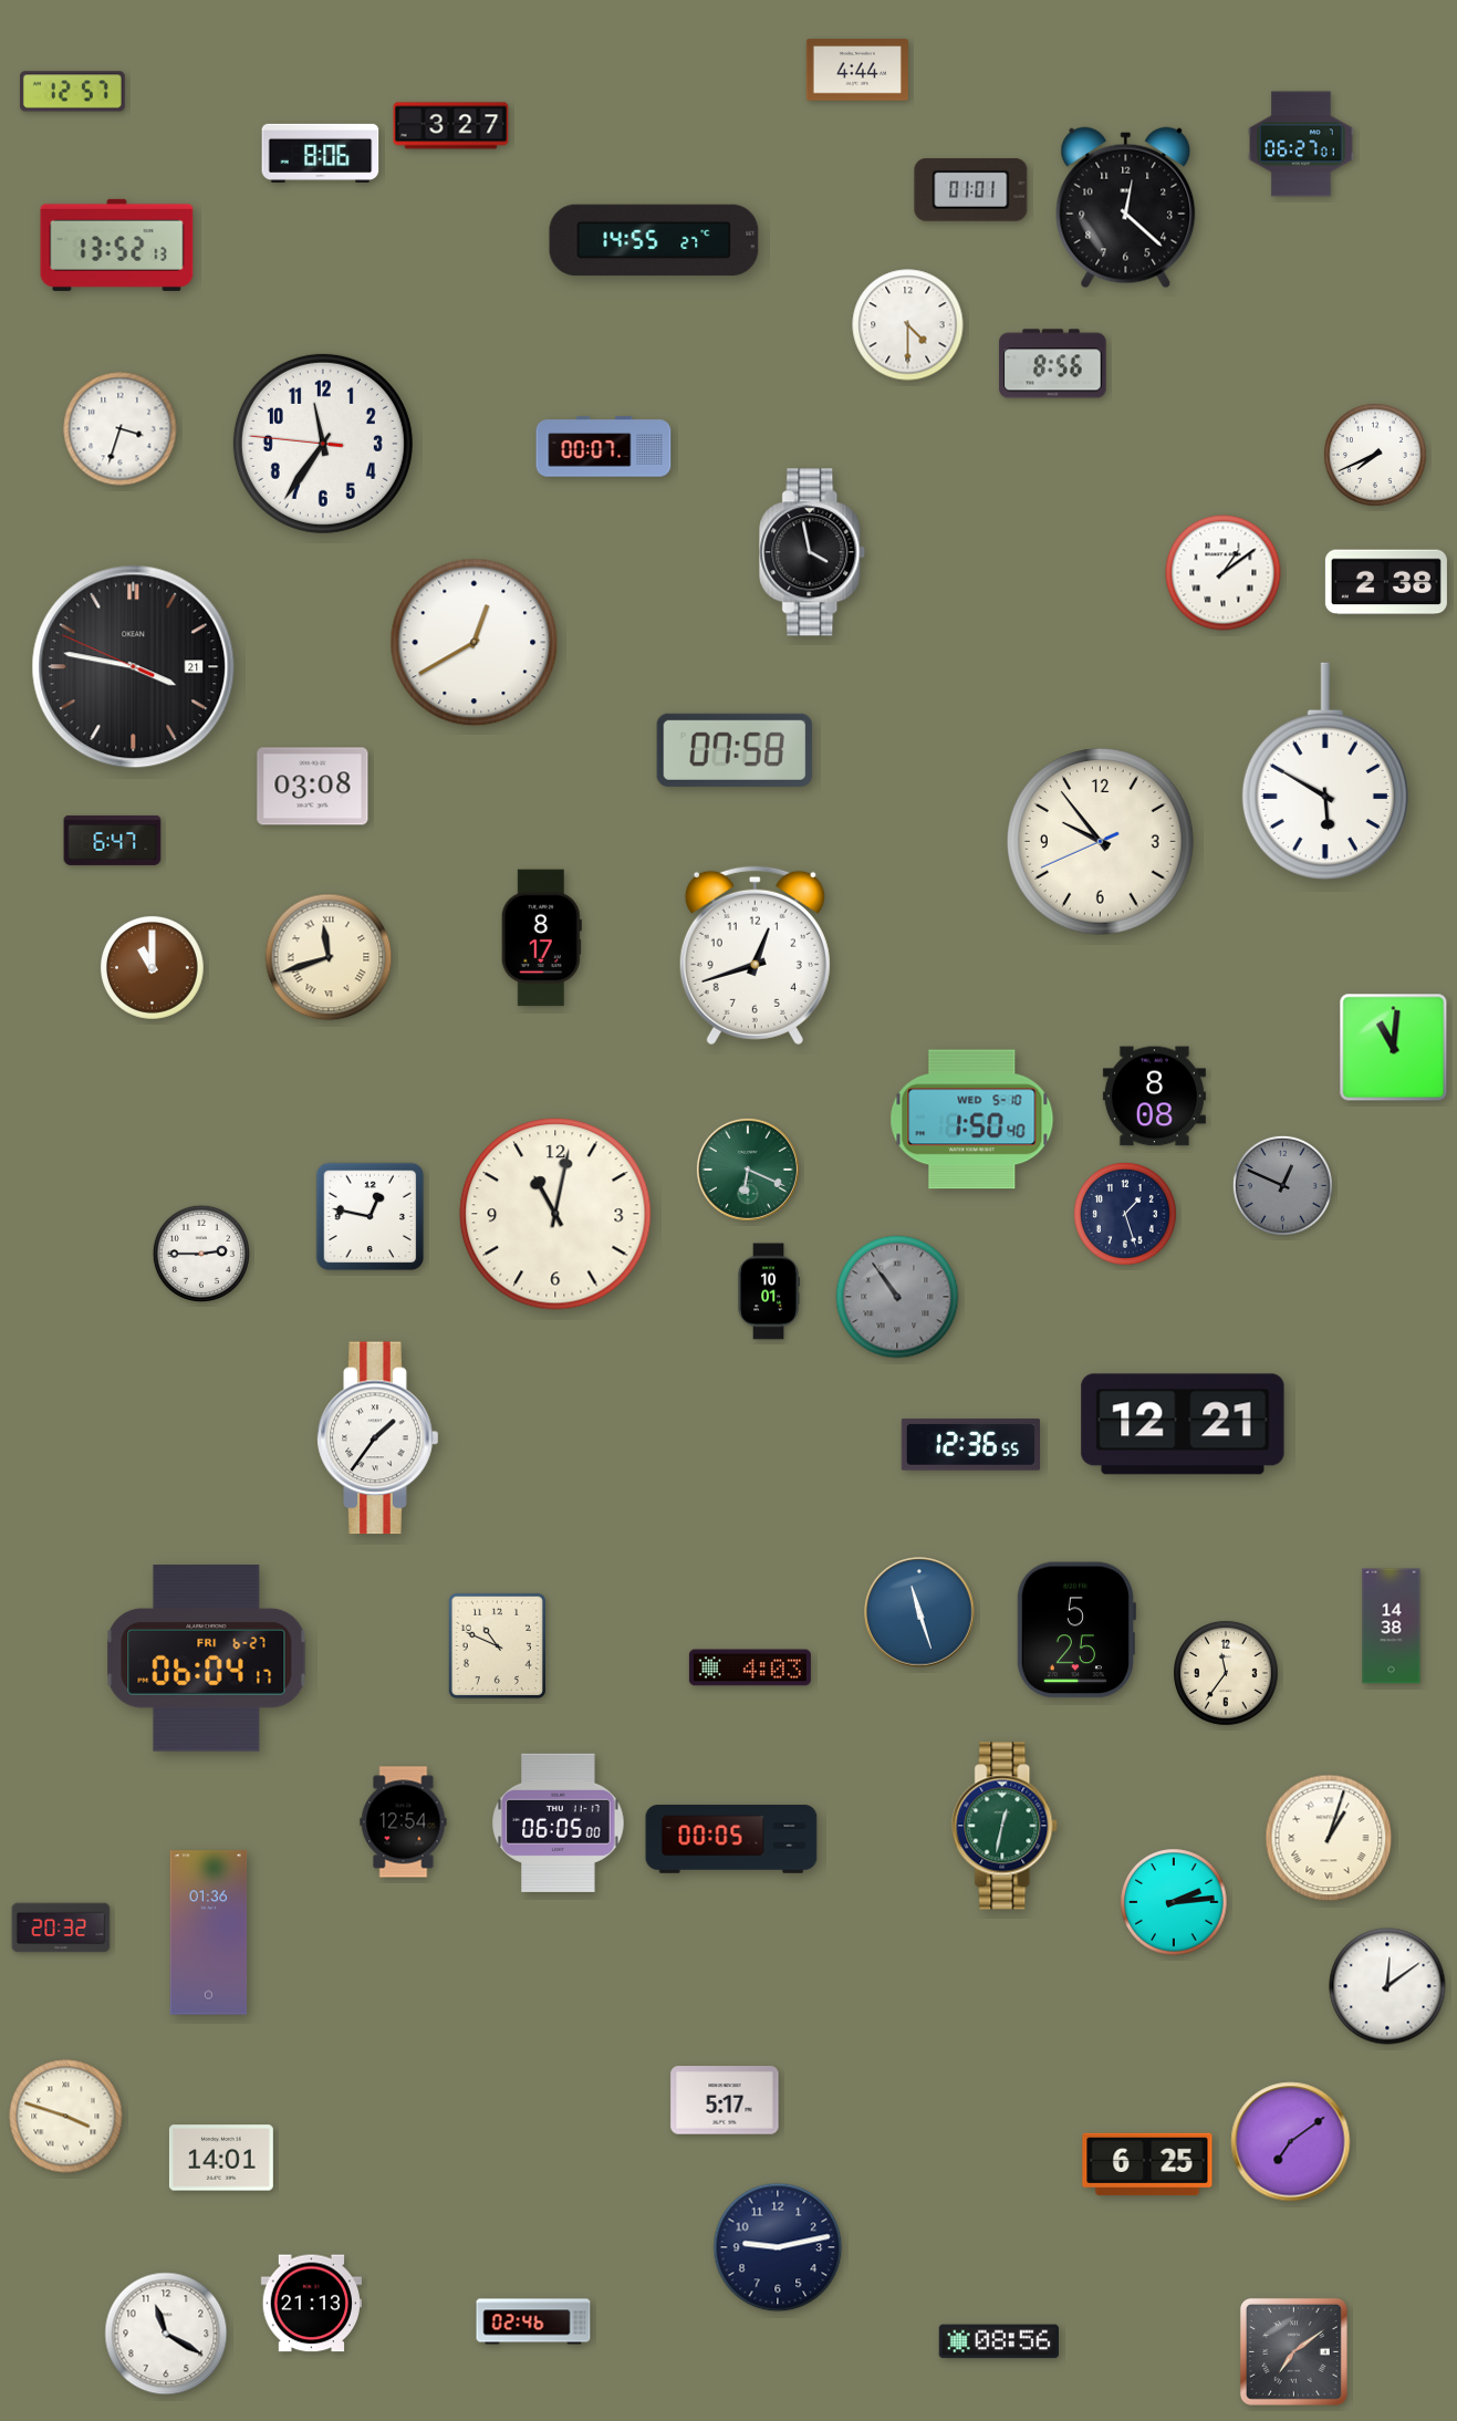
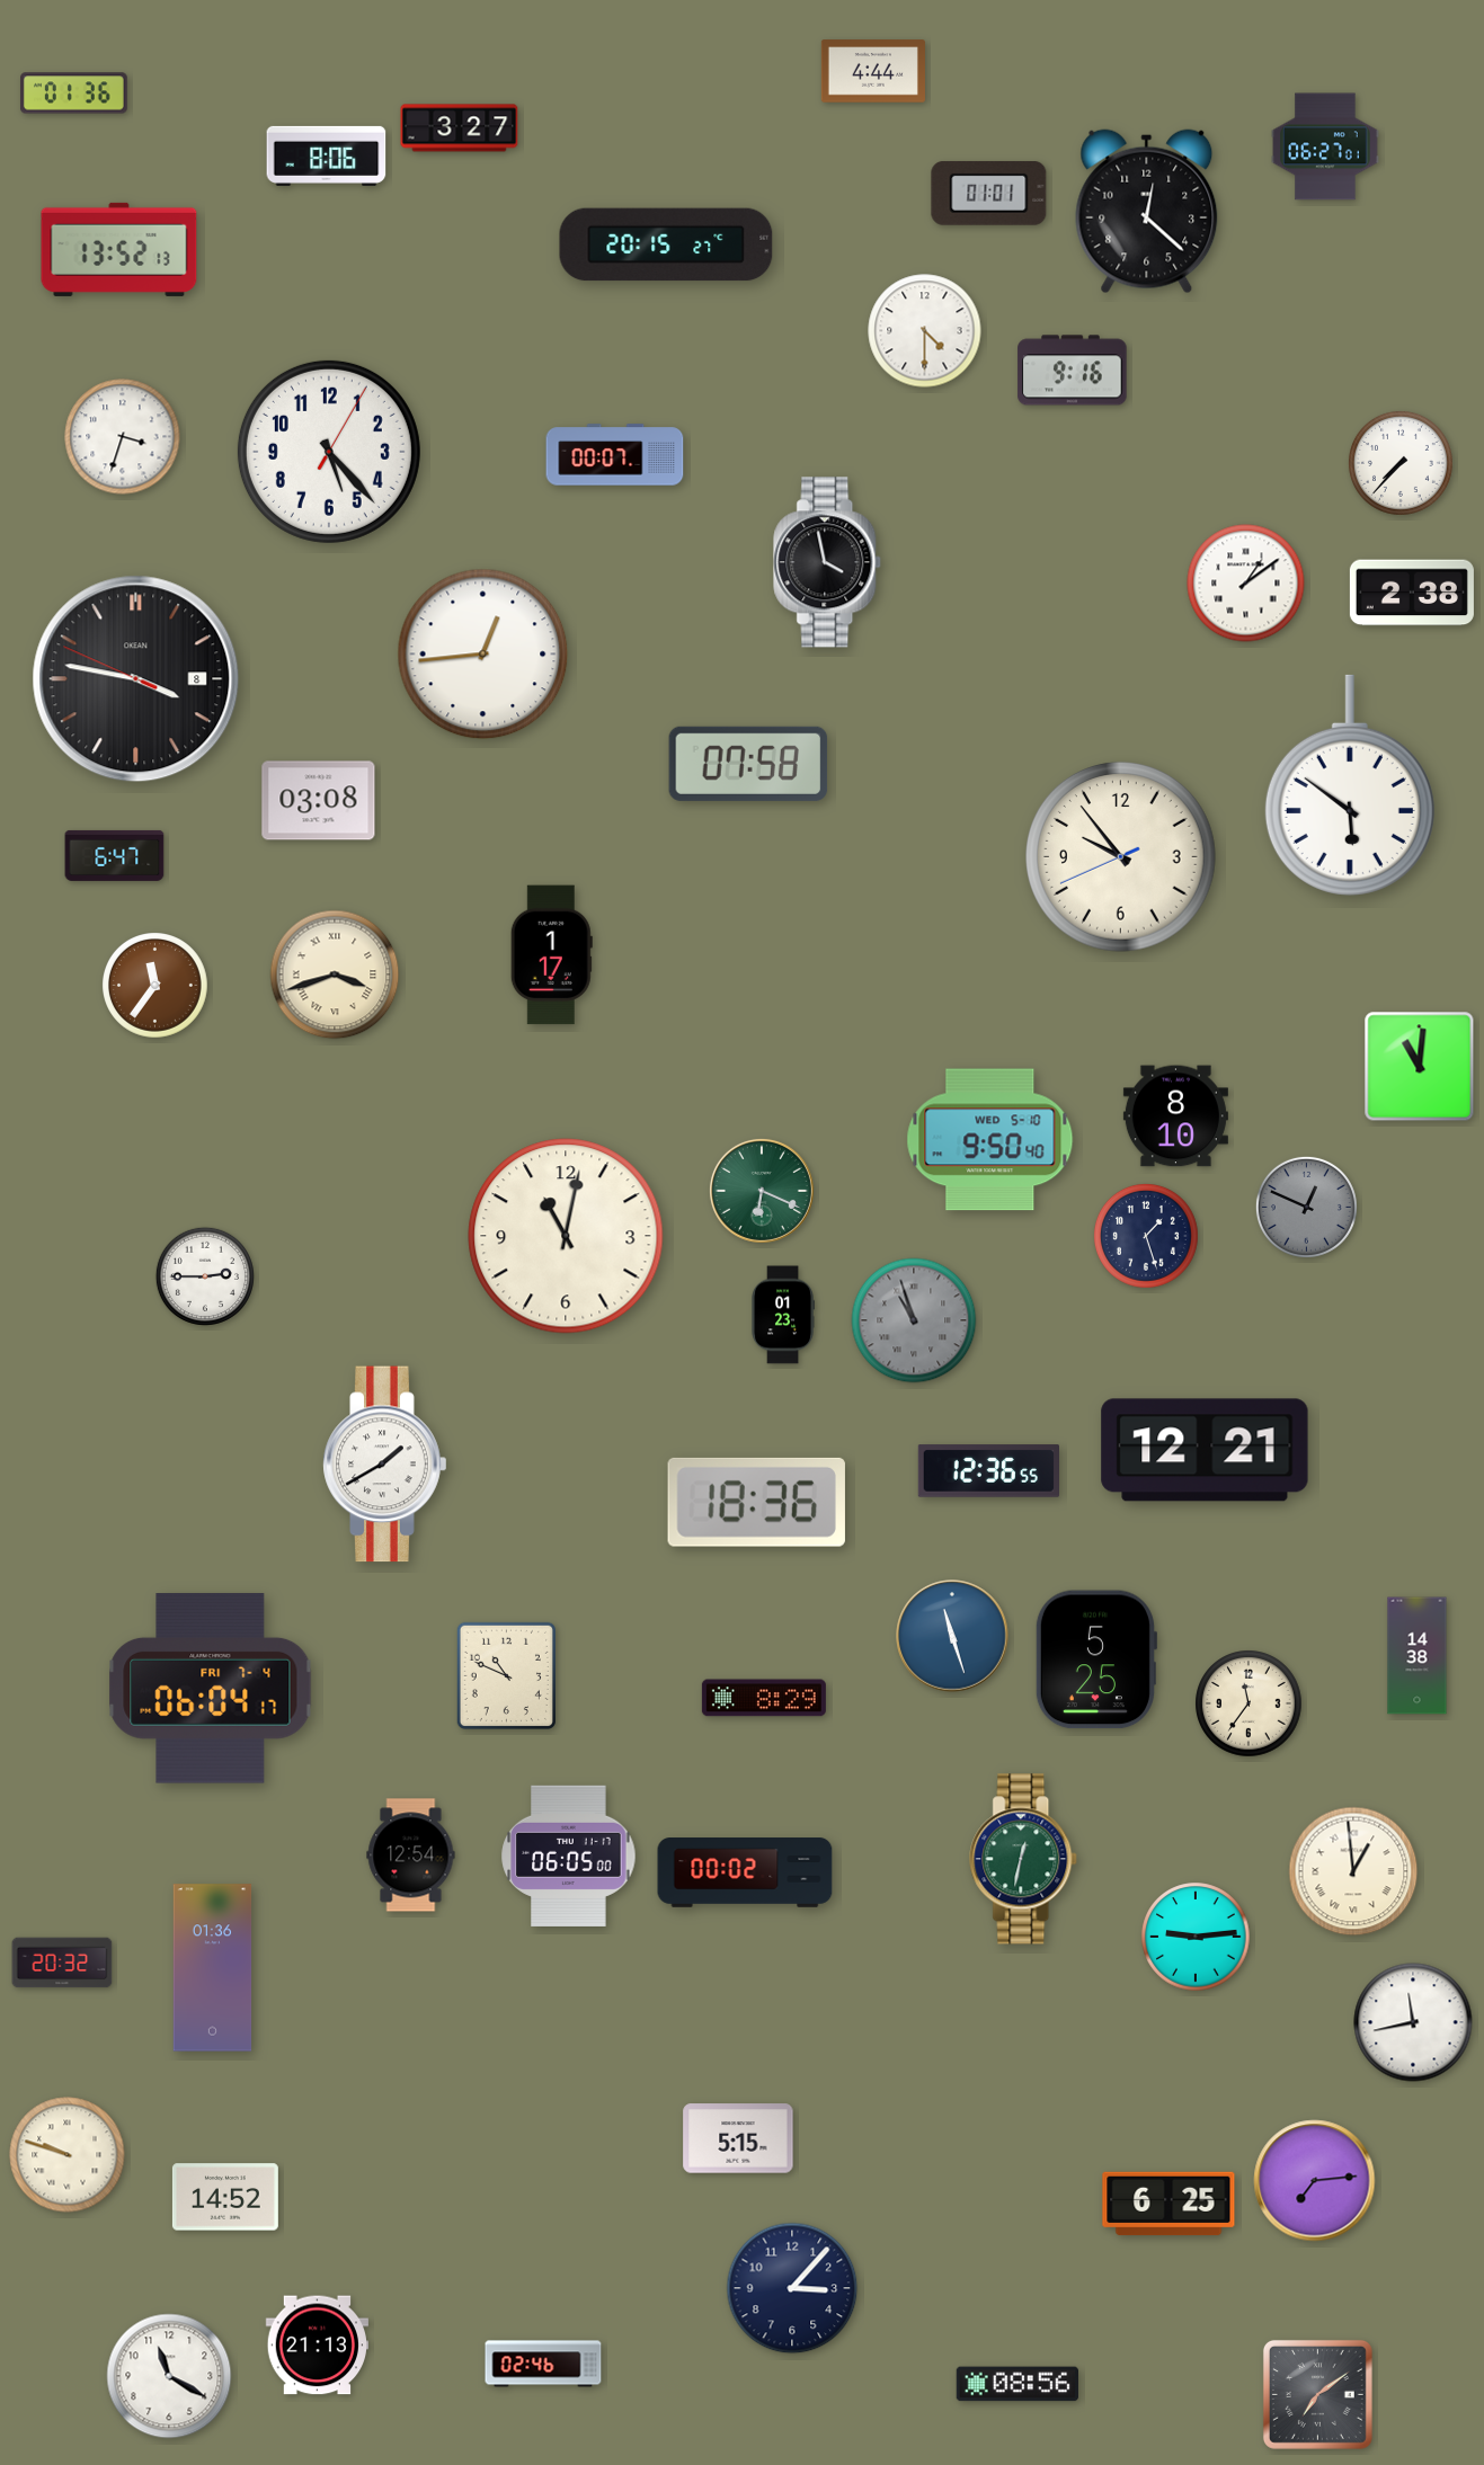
clock at (73, 92): 12:57 -> 01:36
clock at (654, 240): 14:55 -> 20:15
clock at (1053, 364): 8:56 -> 9:16
clock at (323, 444): 11:35 -> 5:23
clock at (1375, 455): 7:41 -> 7:37
clock at (475, 643): 12:40 -> 12:44
clock at (134, 667) date: 21 -> 8
clock at (1325, 771): 5:50 -> 5:51
clock at (541, 938): 8:17 -> 1:17
clock at (754, 955): 12:42 -> none
clock at (329, 957): 11:42 -> 3:42
clock at (153, 968): 11:00 -> 11:36
clock at (1154, 1097): 8:08 -> 8:10
clock at (972, 1120): 1:50 -> 9:50
clock at (371, 1217): 12:47 -> none
clock at (768, 1291): 10:01 -> 01:23
clock at (897, 1297): 10:54 -> 10:57
clock at (378, 1438): 1:36 -> 1:40
clock at (756, 1502): none -> 18:36
clock at (919, 1612) position: (919, 1612) -> (952, 1636)
clock at (207, 1659) date: FRI 6-27 -> FRI 7-4
clock at (750, 1667): 4:03 -> 8:29
clock at (1329, 1838): 1:03 -> 12:59
clock at (731, 1839): 00:05 -> 00:02
clock at (1174, 1902): 2:14 -> 9:14
clock at (1387, 1986): 12:09 -> 11:43
clock at (725, 2100): 5:17 -> 5:15
clock at (66, 2117): 3:48 -> 9:48
clock at (1291, 2142): 7:09 -> 7:14
clock at (221, 2158): 14:01 -> 14:52
clock at (778, 2247): 9:13 -> 3:07
